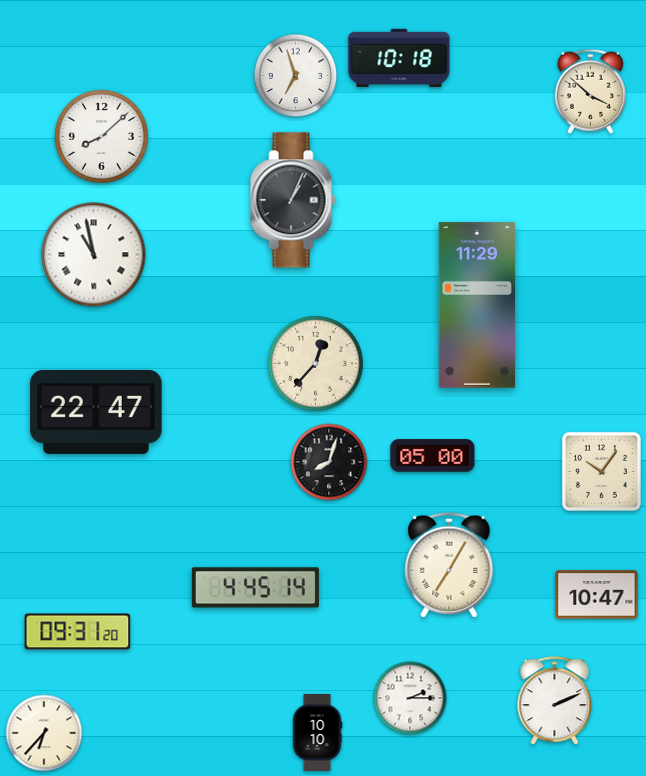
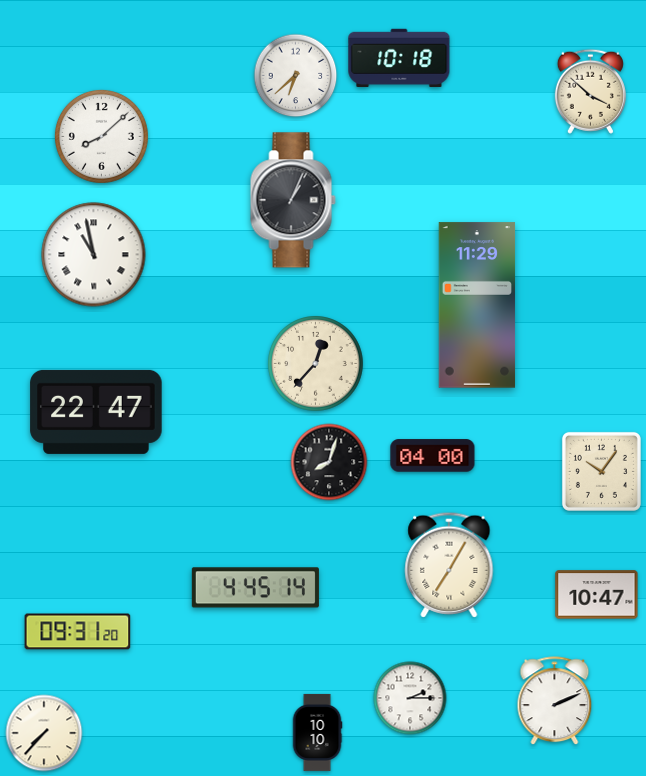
clock at (296, 76): 6:57 -> 6:38
clock at (433, 456): 05:00 -> 04:00
clock at (44, 733): 6:37 -> 7:37
